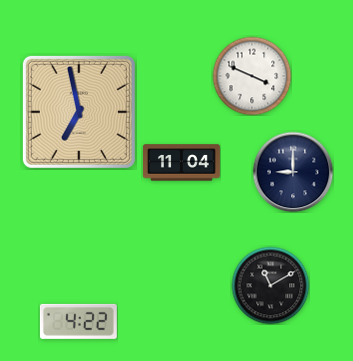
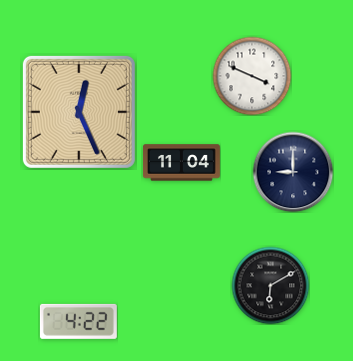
clock at (79, 112): 6:58 -> 12:26
clock at (270, 285): 11:10 -> 6:10
